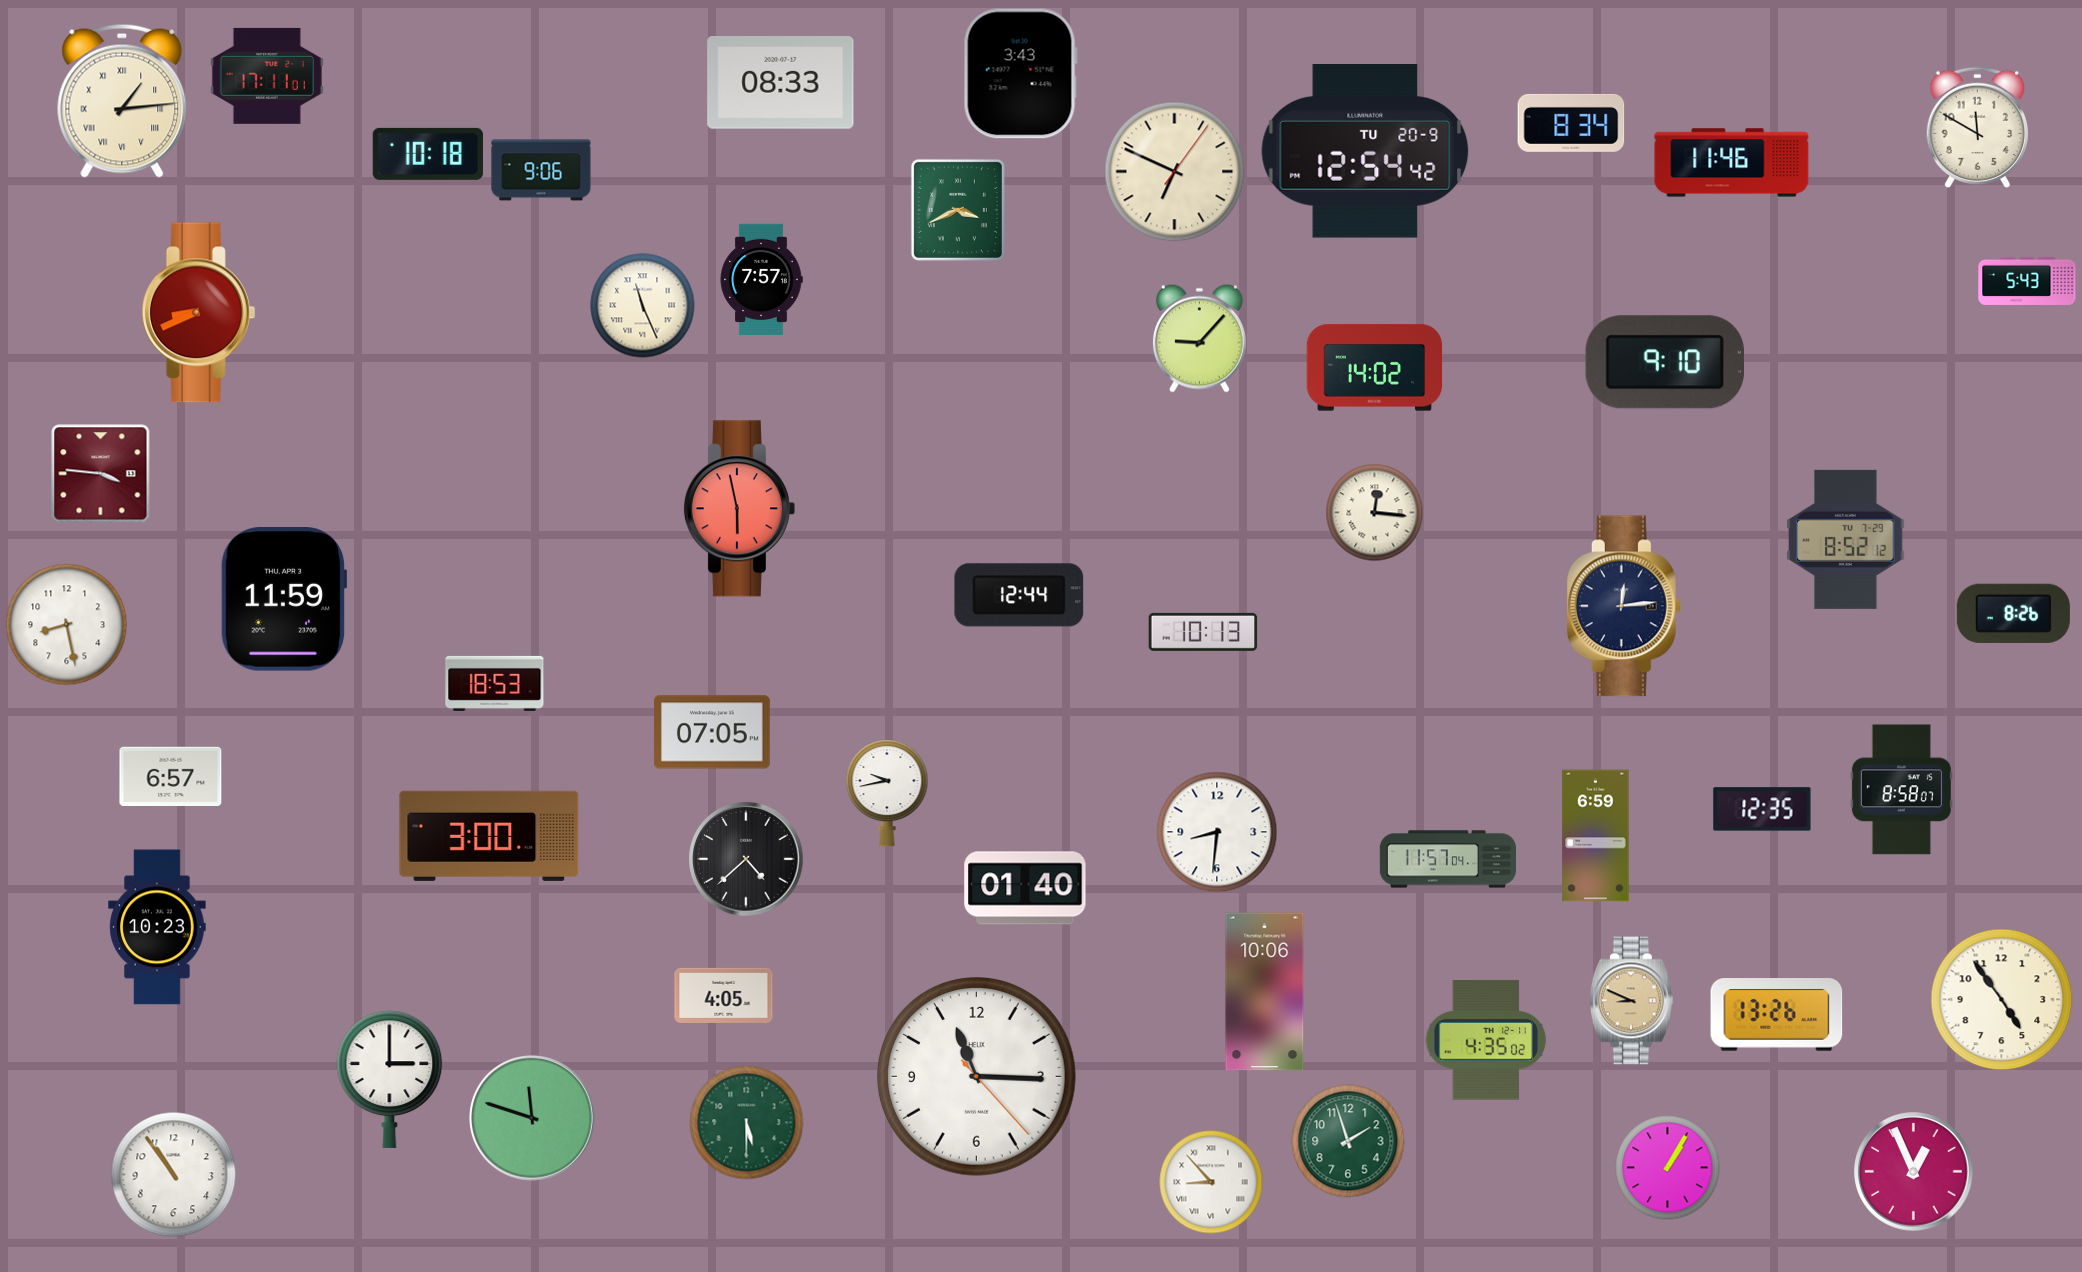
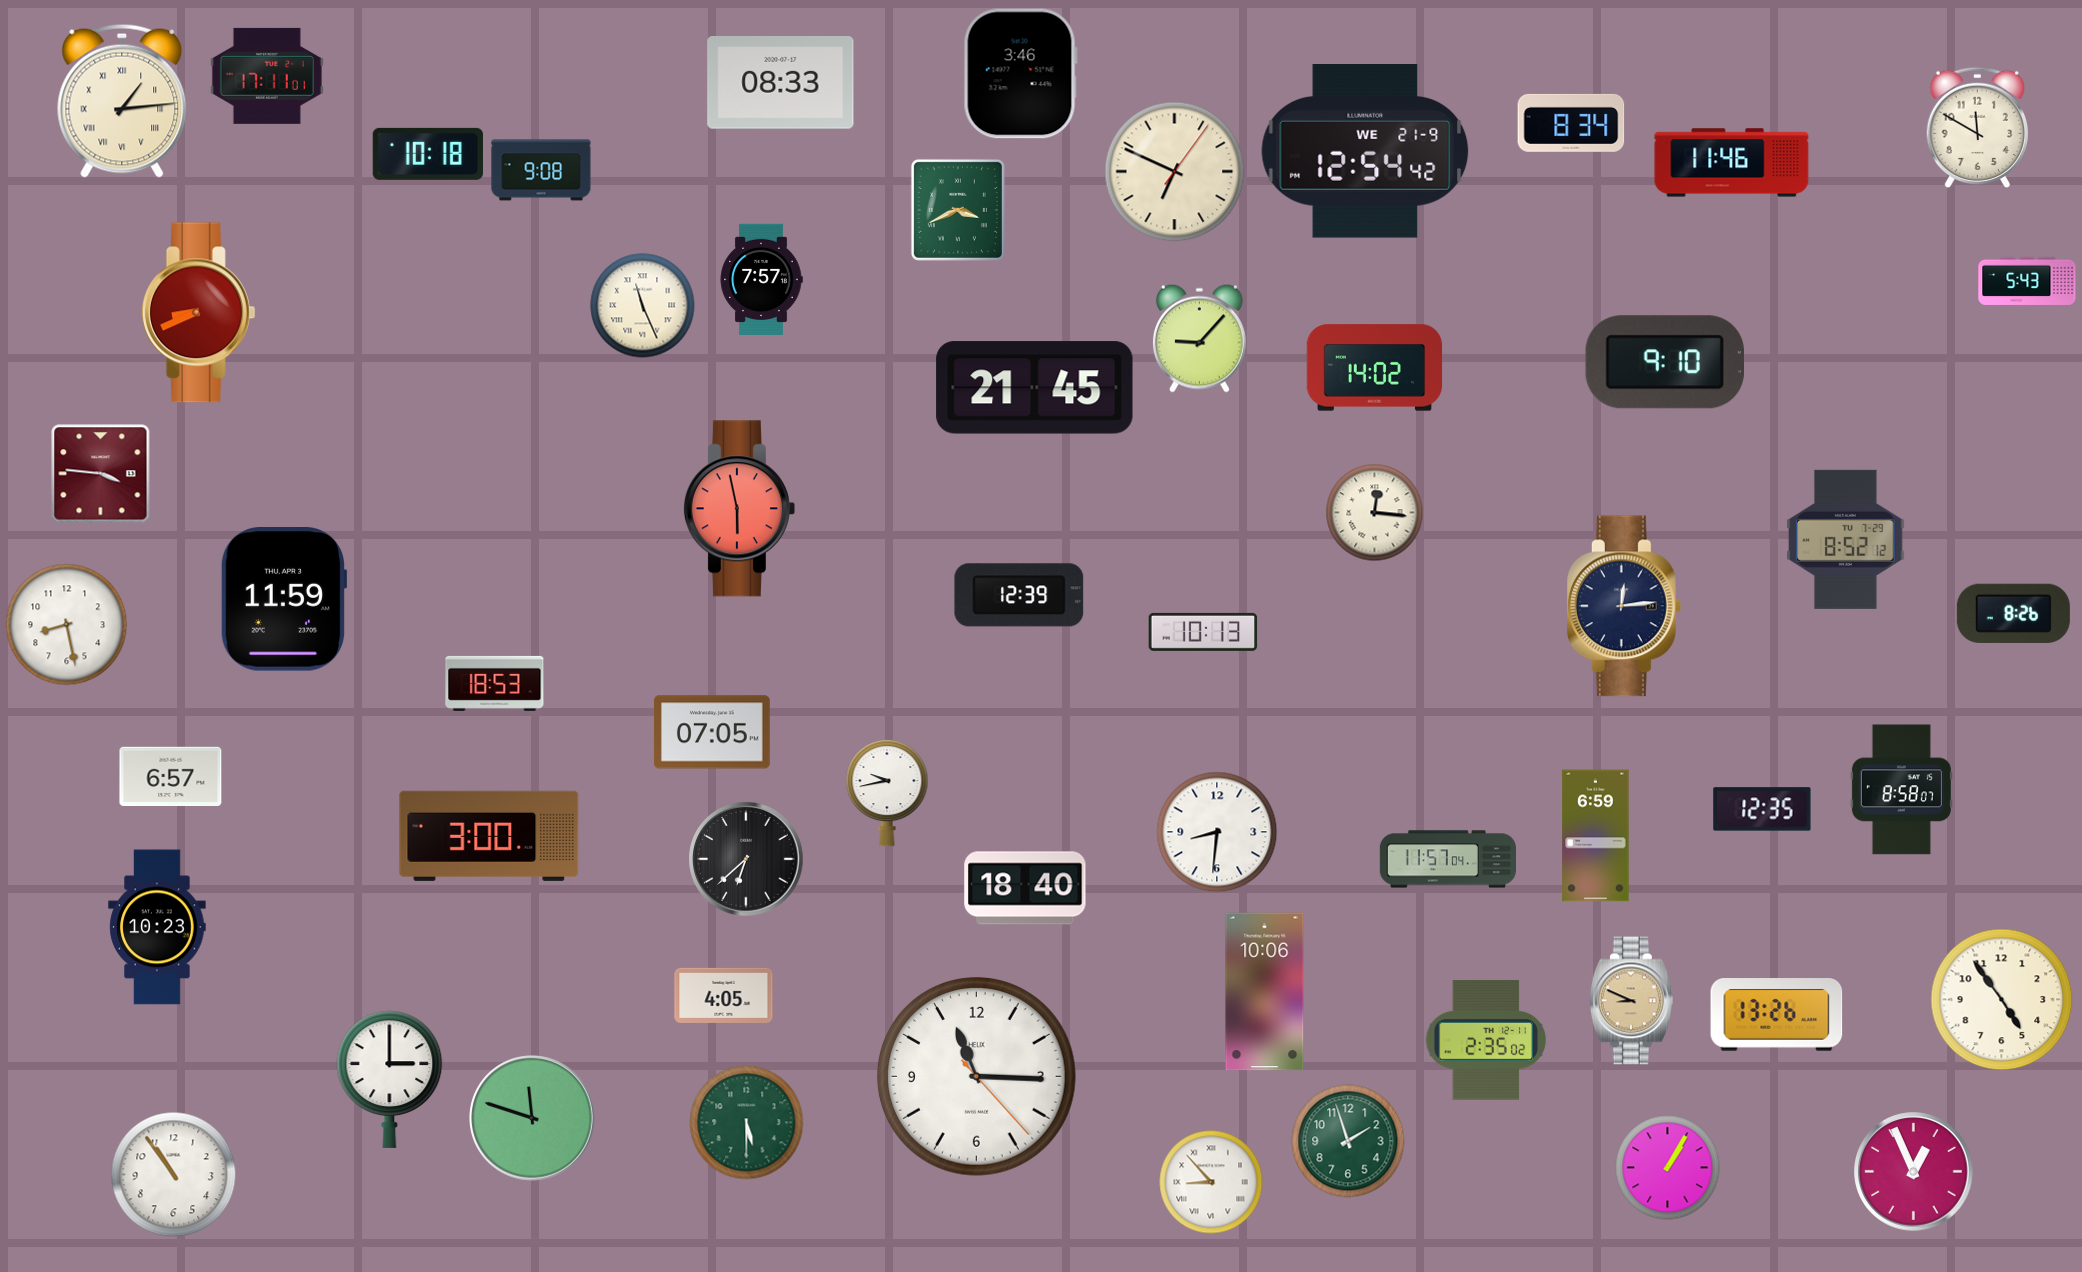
clock at (1020, 74): 3:43 -> 3:46
clock at (1365, 152) date: TU 20-9 -> WE 21-9
clock at (541, 170): 9:06 -> 9:08
clock at (1035, 388): none -> 21:45
clock at (1019, 595): 12:44 -> 12:39
clock at (746, 859): 4:38 -> 6:38
clock at (1025, 888): 01:40 -> 18:40
clock at (1486, 1040): 4:35 -> 2:35
